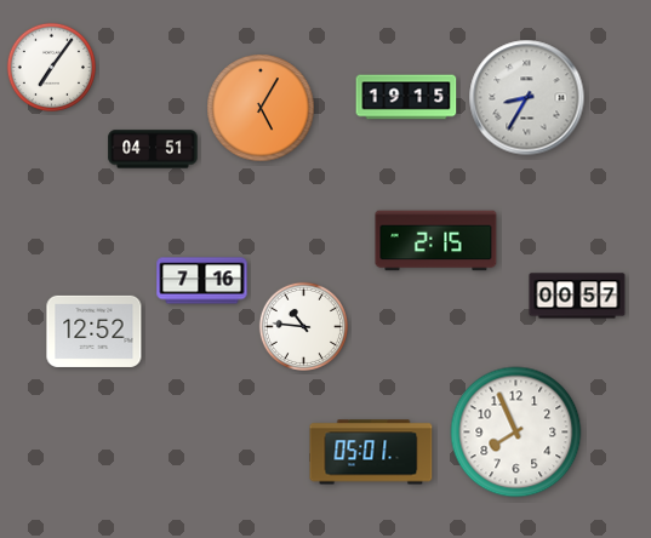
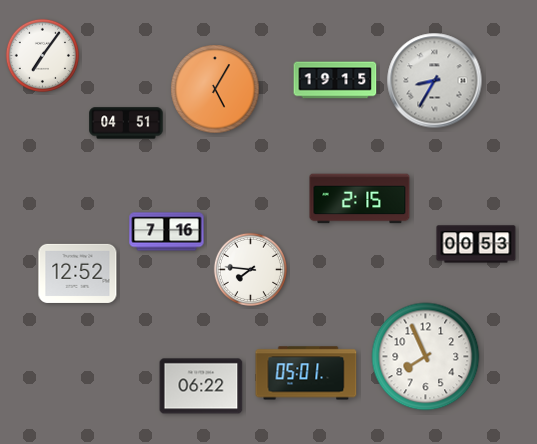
clock at (577, 296): 00:57 -> 00:53
clock at (303, 326): 10:46 -> 7:46
clock at (201, 386): none -> 06:22
